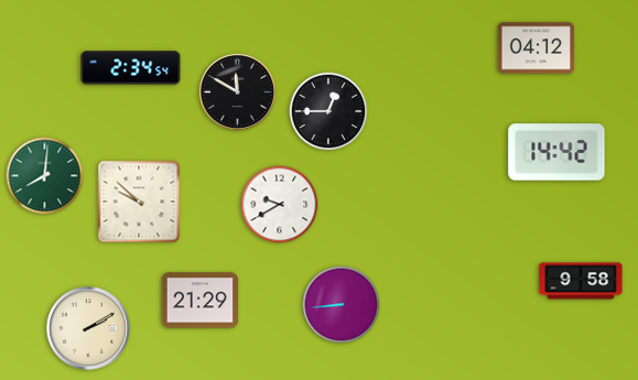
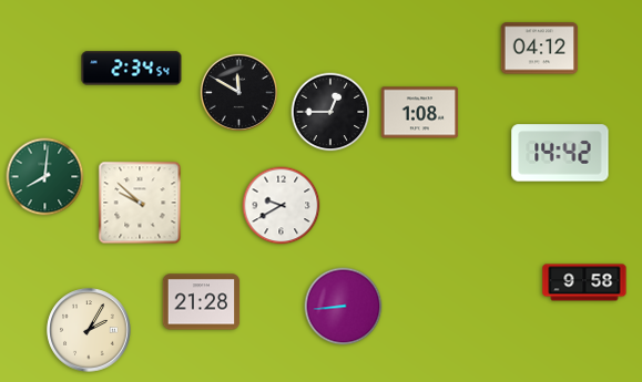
clock at (420, 113): none -> 1:08
clock at (201, 301): 21:29 -> 21:28
clock at (88, 328): 2:10 -> 2:05
